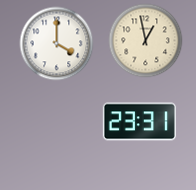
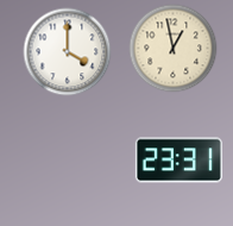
clock at (139, 122) position: (139, 122) -> (178, 161)
